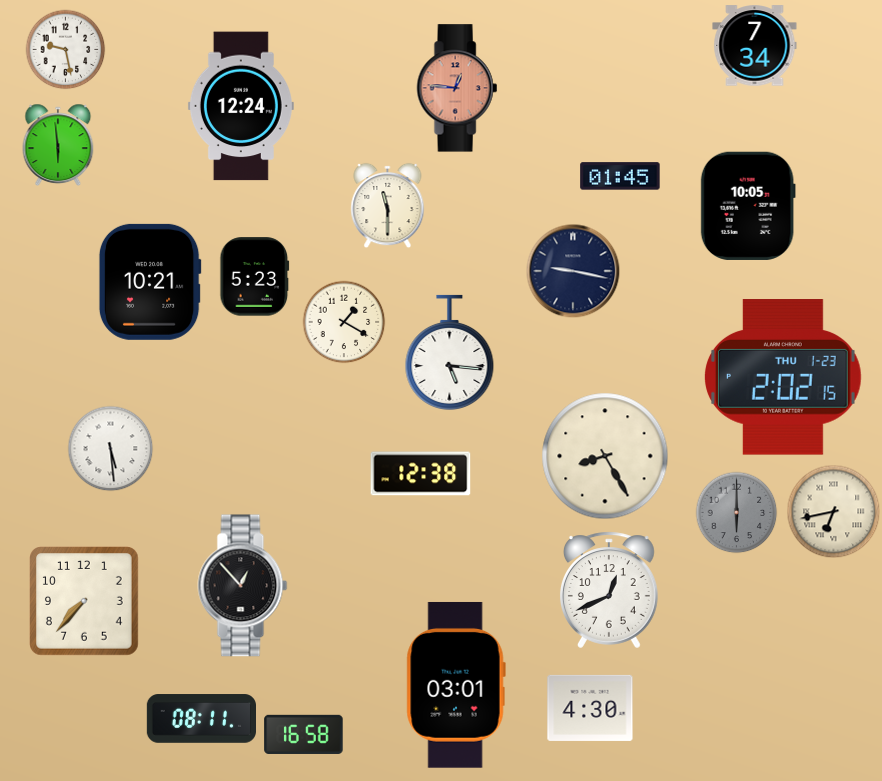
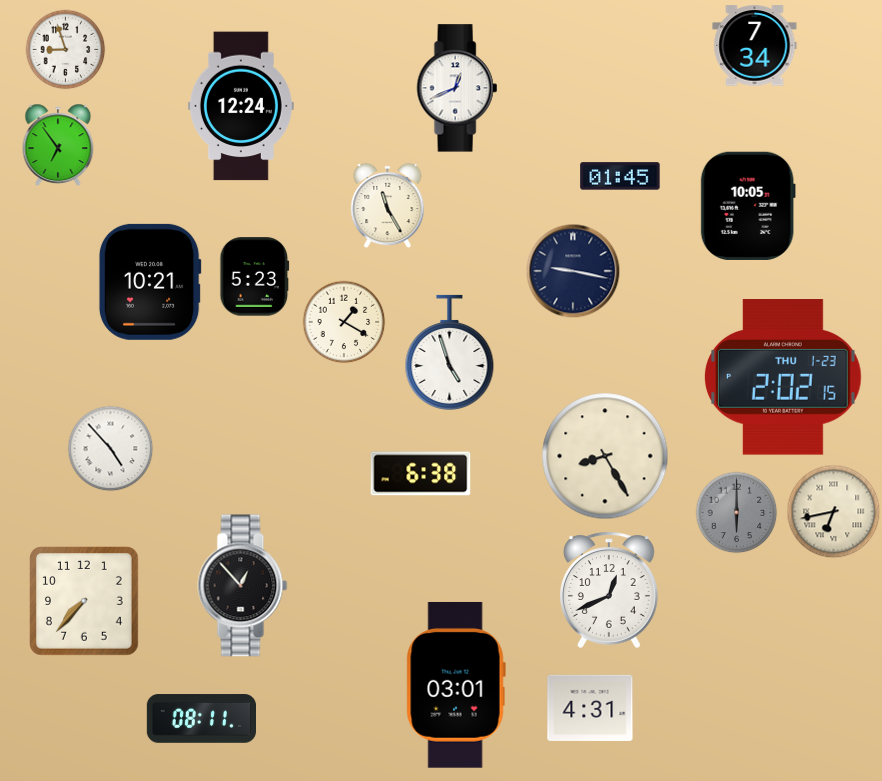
clock at (65, 49): 9:28 -> 8:57
clock at (457, 88): 12:46 -> 12:41
clock at (457, 88) dial: salmon -> white
clock at (58, 144): 5:59 -> 6:54
clock at (388, 205): 11:30 -> 11:25
clock at (450, 352): 5:16 -> 4:57
clock at (110, 448): 5:29 -> 4:53
clock at (421, 474): 12:38 -> 6:38
clock at (590, 708): 4:30 -> 4:31
clock at (304, 734): 16:58 -> none
